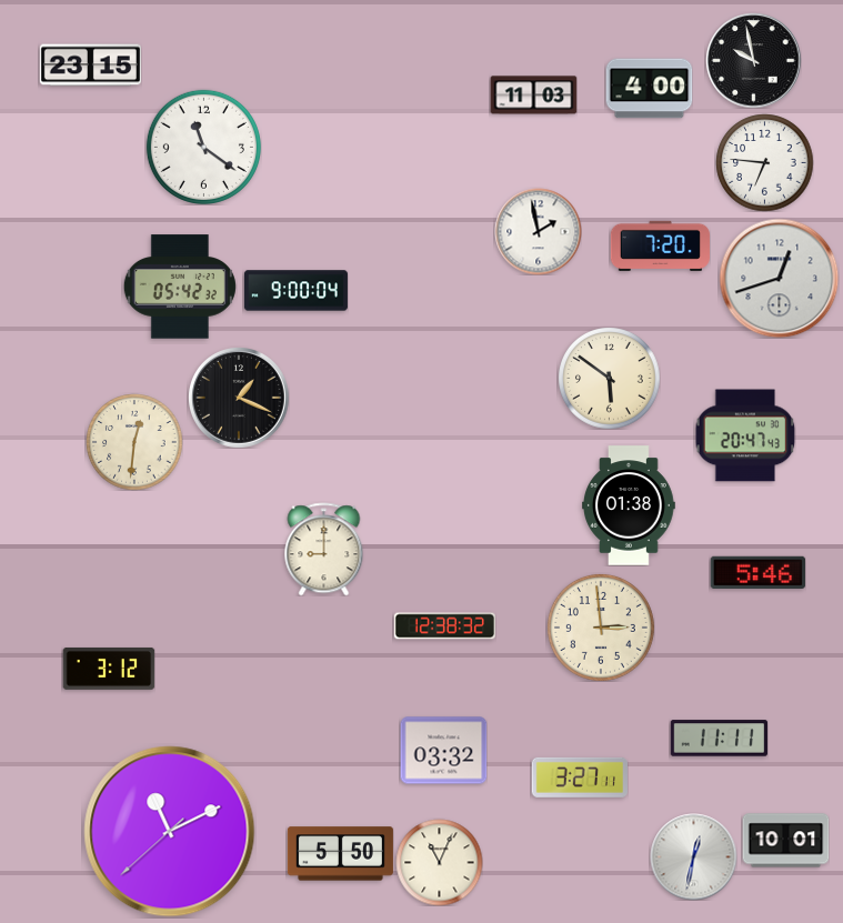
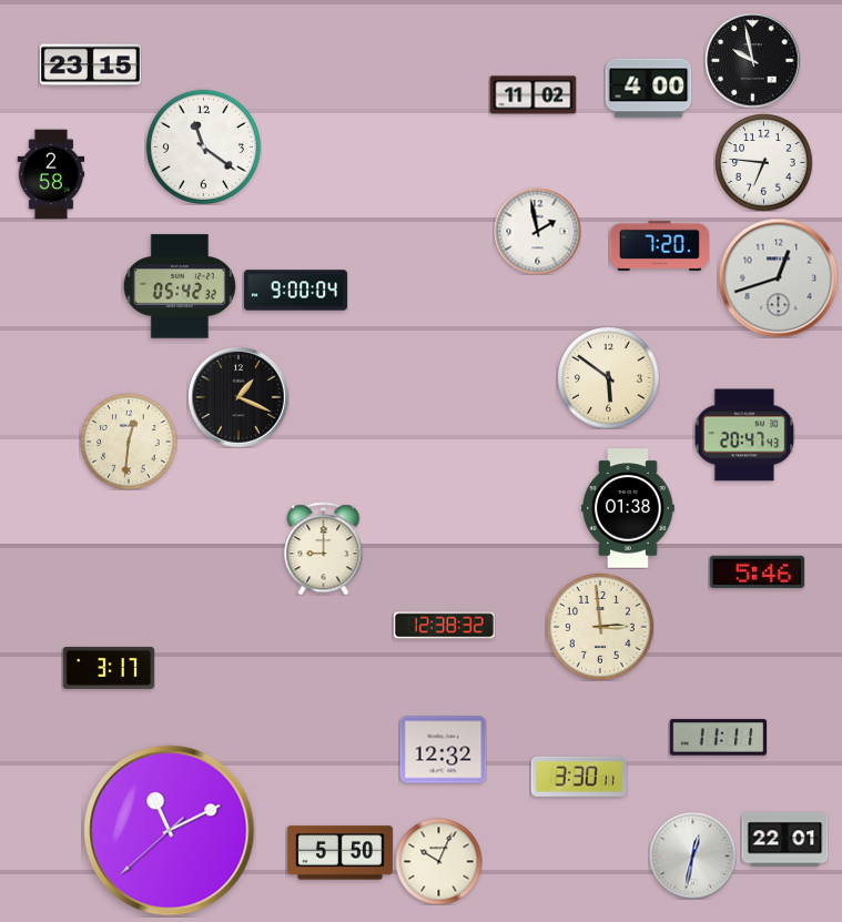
clock at (533, 96): 11:03 -> 11:02
clock at (51, 174): none -> 2:58
clock at (134, 442) position: (134, 442) -> (129, 442)
clock at (630, 505) position: (630, 505) -> (629, 508)
clock at (109, 669): 3:12 -> 3:17
clock at (443, 751): 03:32 -> 12:32
clock at (579, 777): 3:27 -> 3:30
clock at (785, 841): 10:01 -> 22:01
clock at (439, 862): 11:04 -> 10:04
